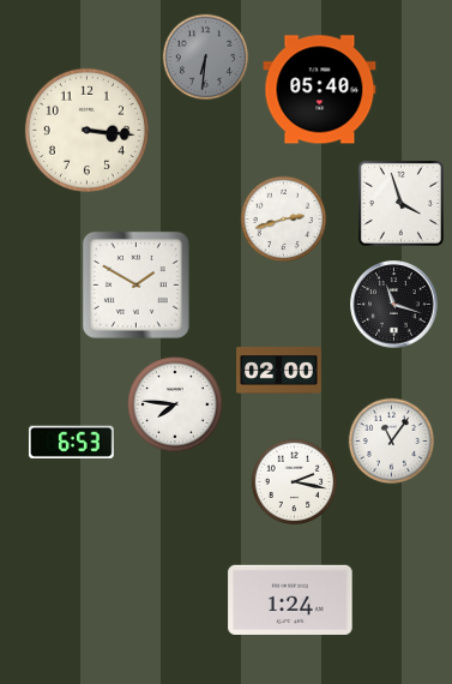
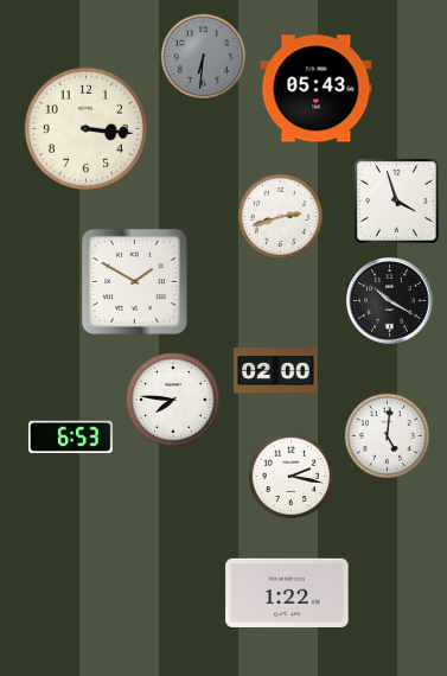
clock at (320, 90): 05:40 -> 05:43
clock at (394, 305): 11:18 -> 10:20
clock at (279, 371) position: (279, 371) -> (276, 371)
clock at (392, 442): 11:06 -> 5:01
clock at (290, 600): 1:24 -> 1:22
